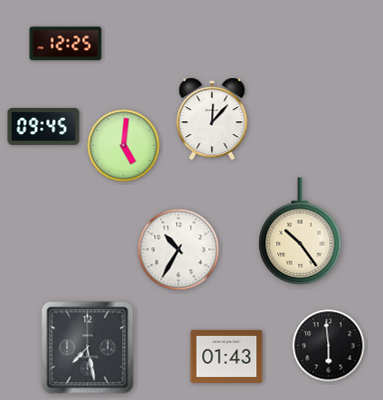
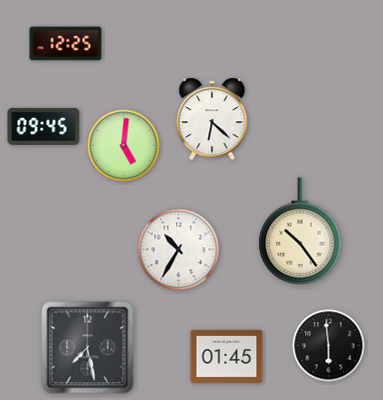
clock at (212, 119): 12:07 -> 6:22
clock at (227, 356): 01:43 -> 01:45
